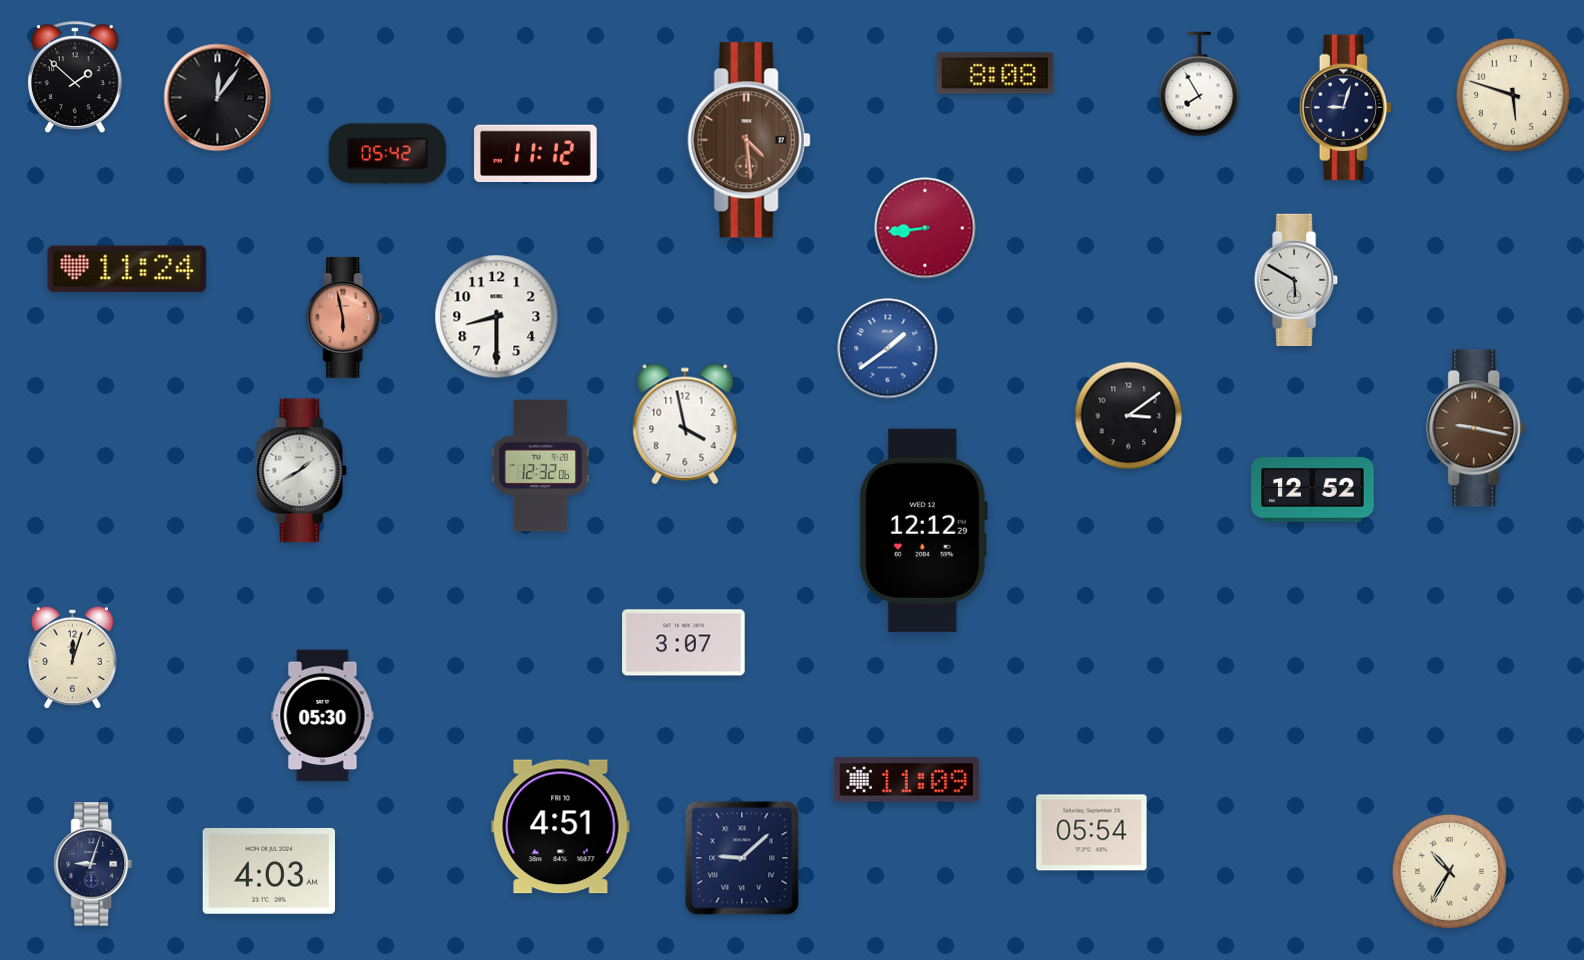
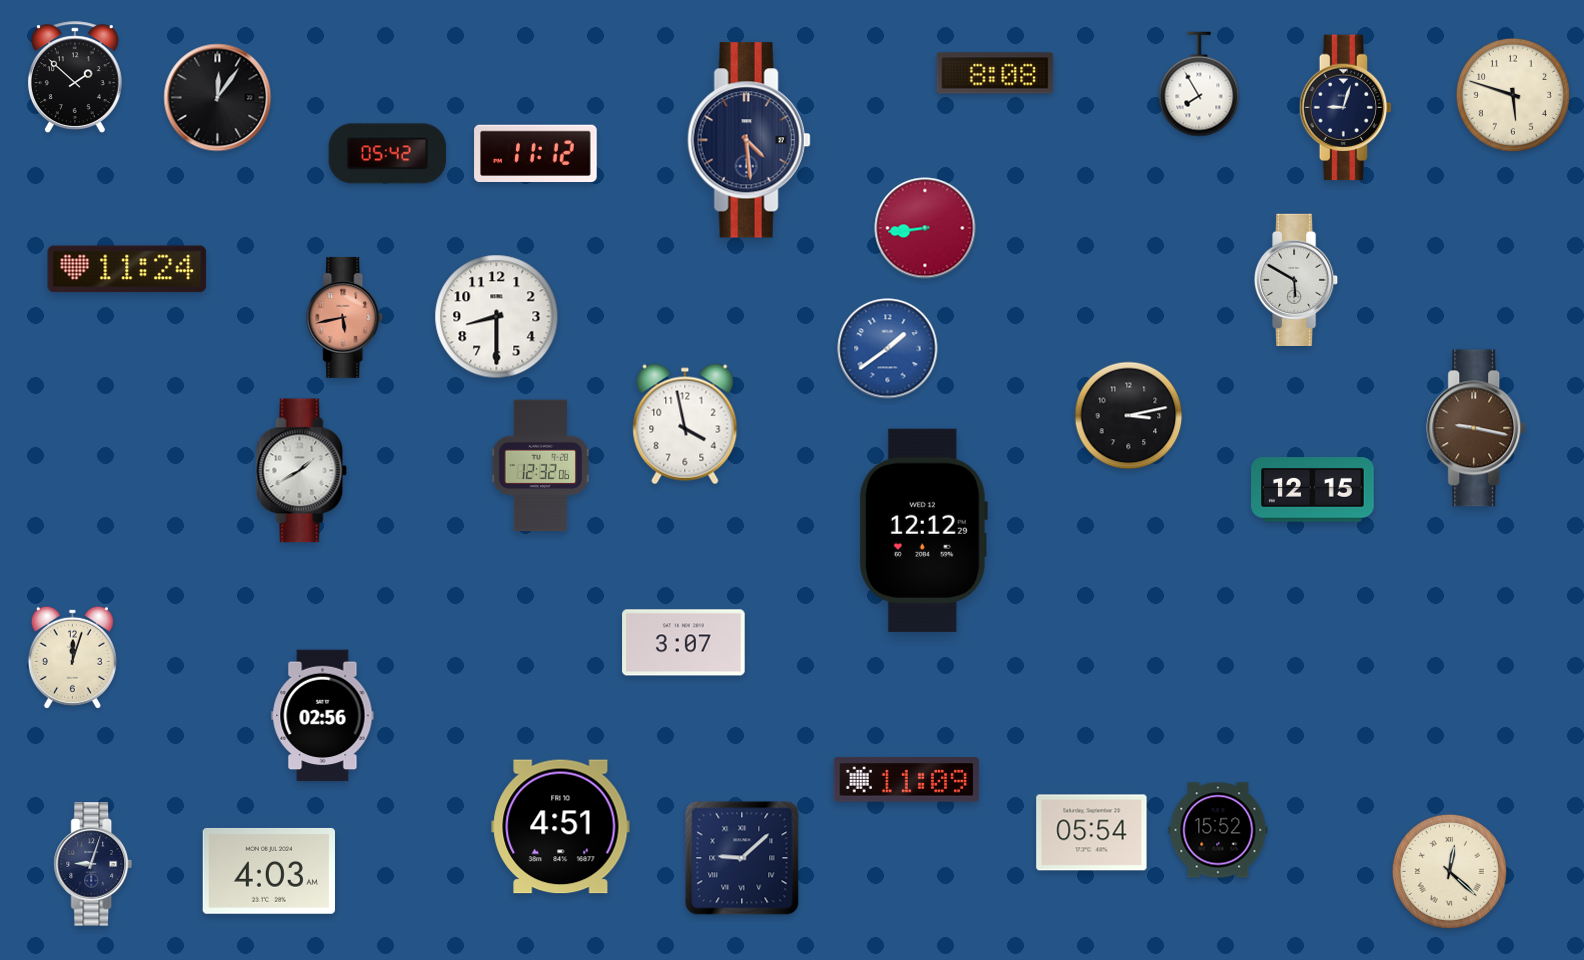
clock at (749, 140) dial: brown -> navy
clock at (345, 317): 5:58 -> 5:43
clock at (1129, 416): 3:09 -> 3:13
clock at (1313, 490): 12:52 -> 12:15
clock at (323, 716): 05:30 -> 02:56
clock at (1218, 830): none -> 15:52
clock at (1449, 871): 10:35 -> 12:22
